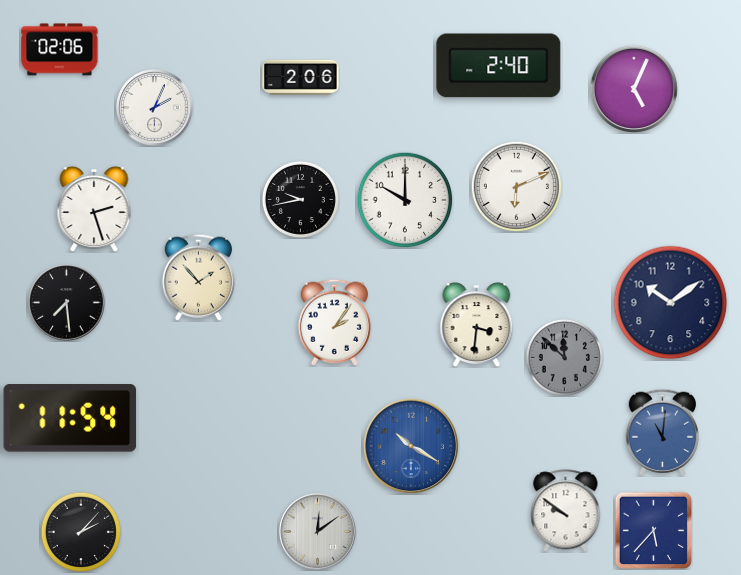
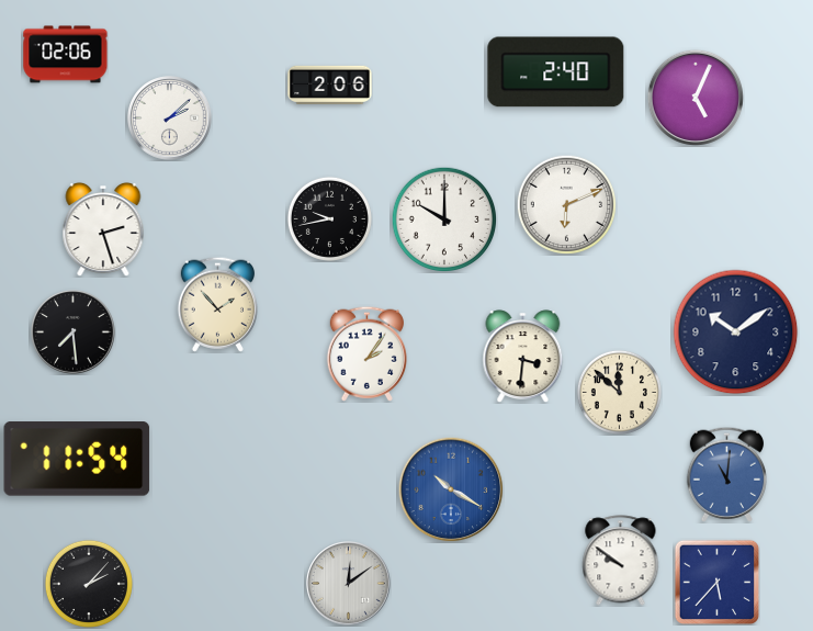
clock at (499, 66) position: (499, 66) -> (556, 72)
clock at (155, 108): 2:04 -> 2:08
clock at (564, 357) dial: grey -> cream
